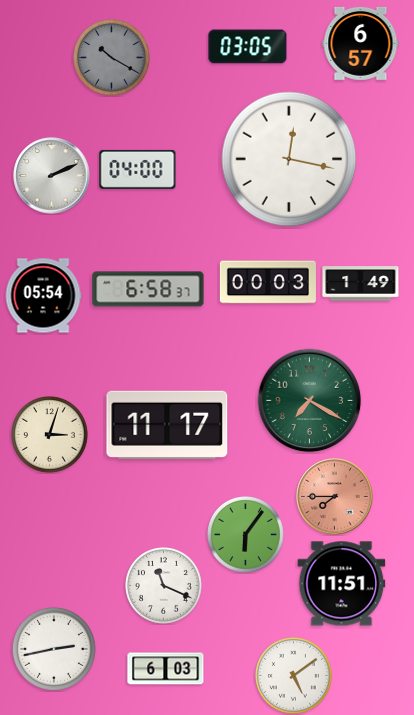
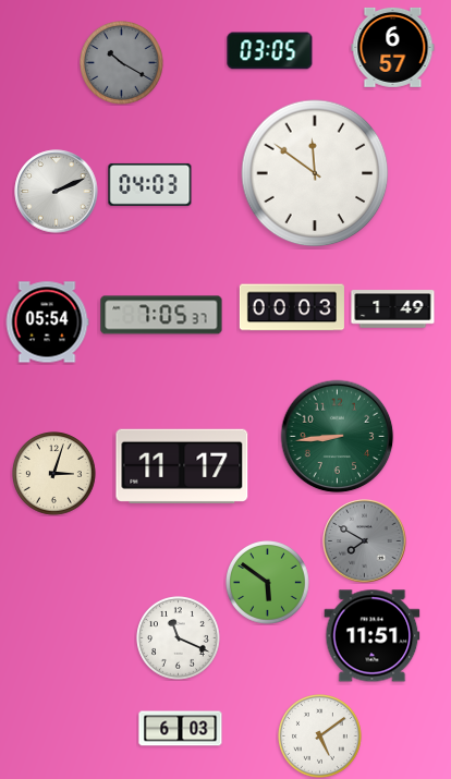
clock at (289, 159): 12:17 -> 11:51
clock at (138, 169): 04:00 -> 04:03
clock at (148, 289): 6:58 -> 7:05
clock at (310, 401): 7:20 -> 8:44
clock at (167, 425) position: (167, 425) -> (182, 466)
clock at (335, 497): 7:45 -> 7:50
clock at (335, 497) dial: salmon -> grey
clock at (246, 535): 6:06 -> 5:51
clock at (54, 649): 2:43 -> none
